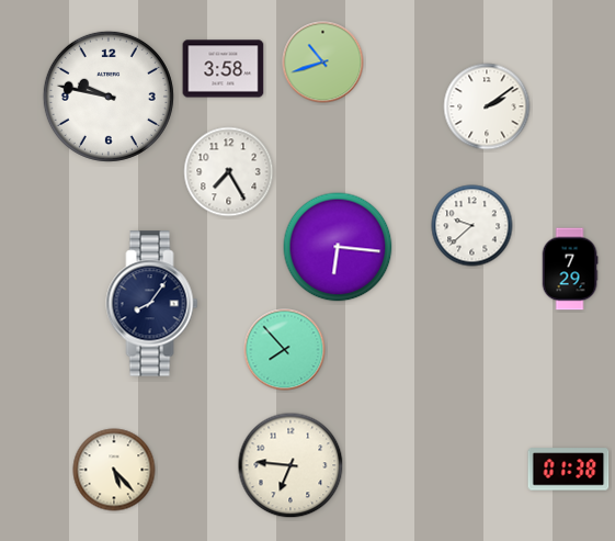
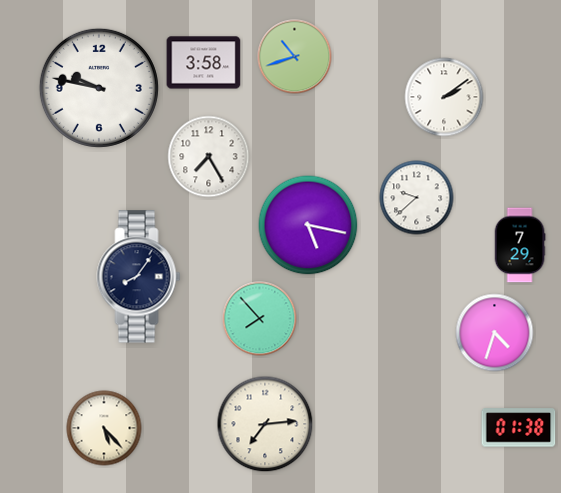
clock at (472, 226) position: (472, 226) -> (417, 198)
clock at (338, 247): 6:16 -> 5:17
clock at (495, 333): none -> 4:33
clock at (291, 465): 6:46 -> 7:14
